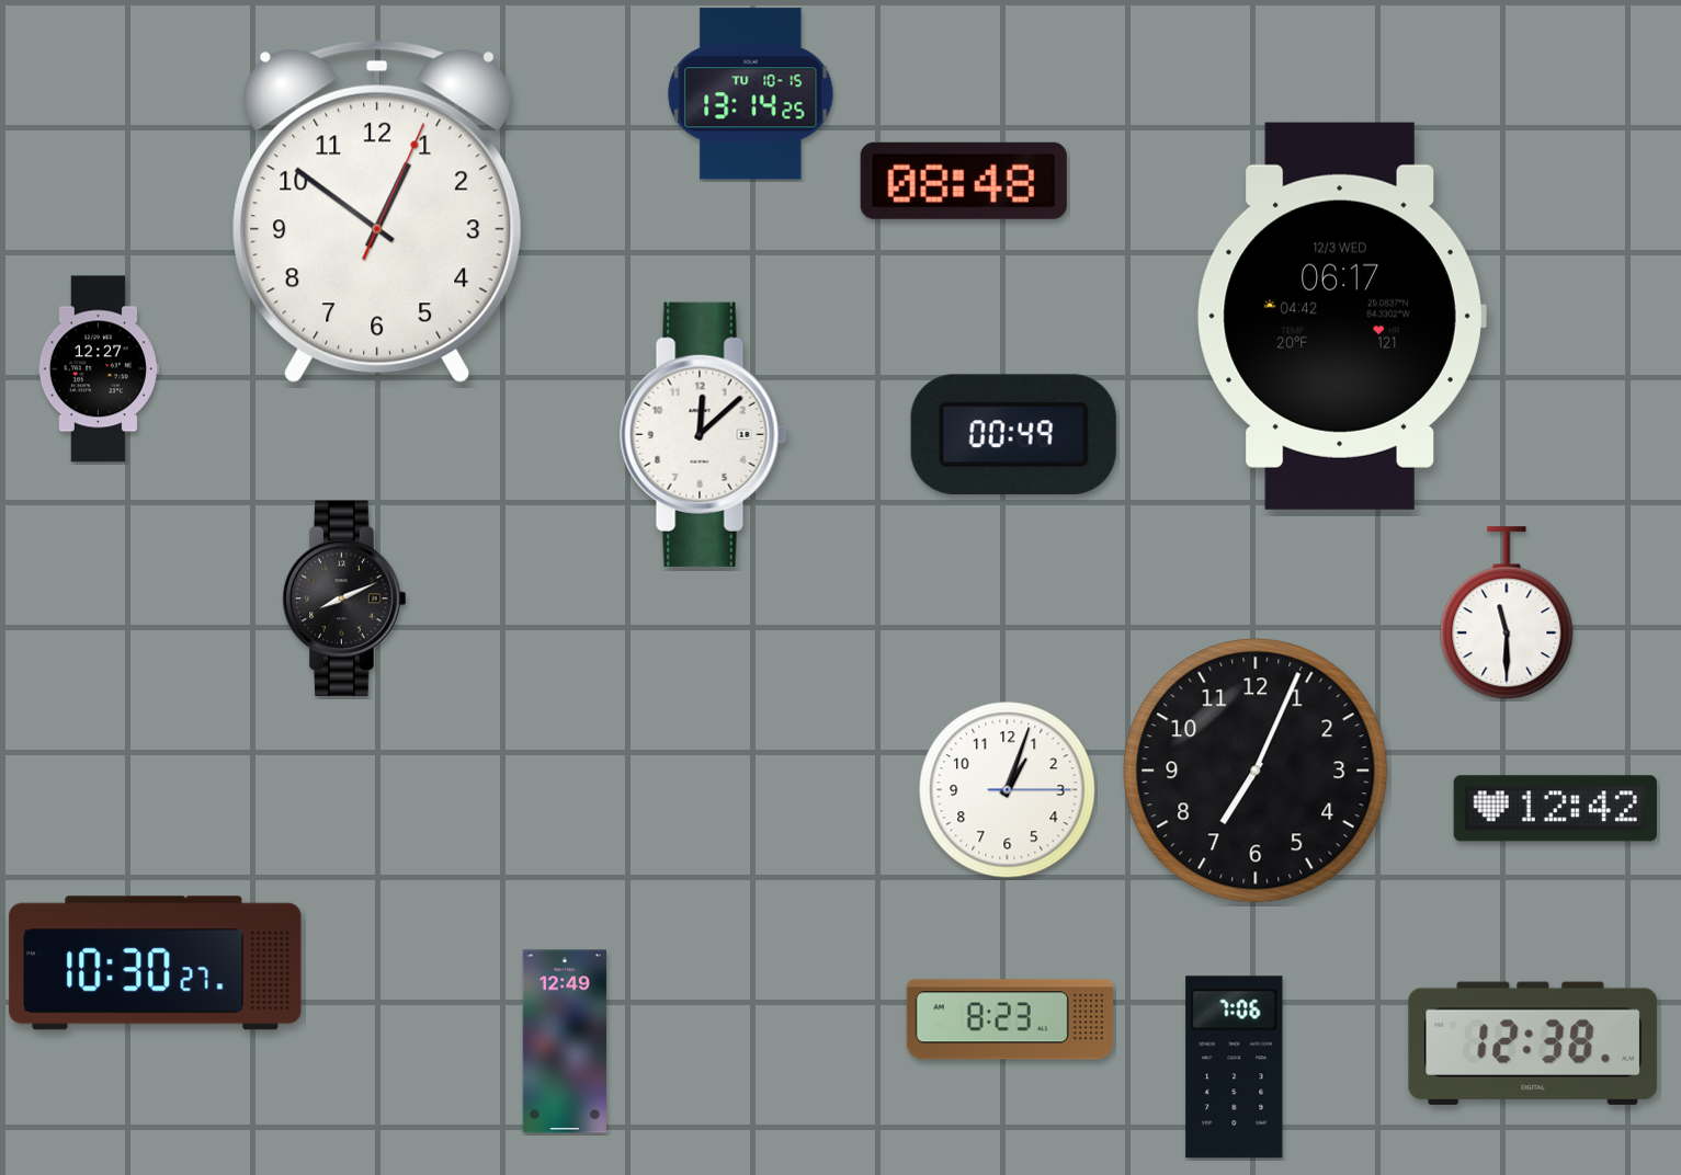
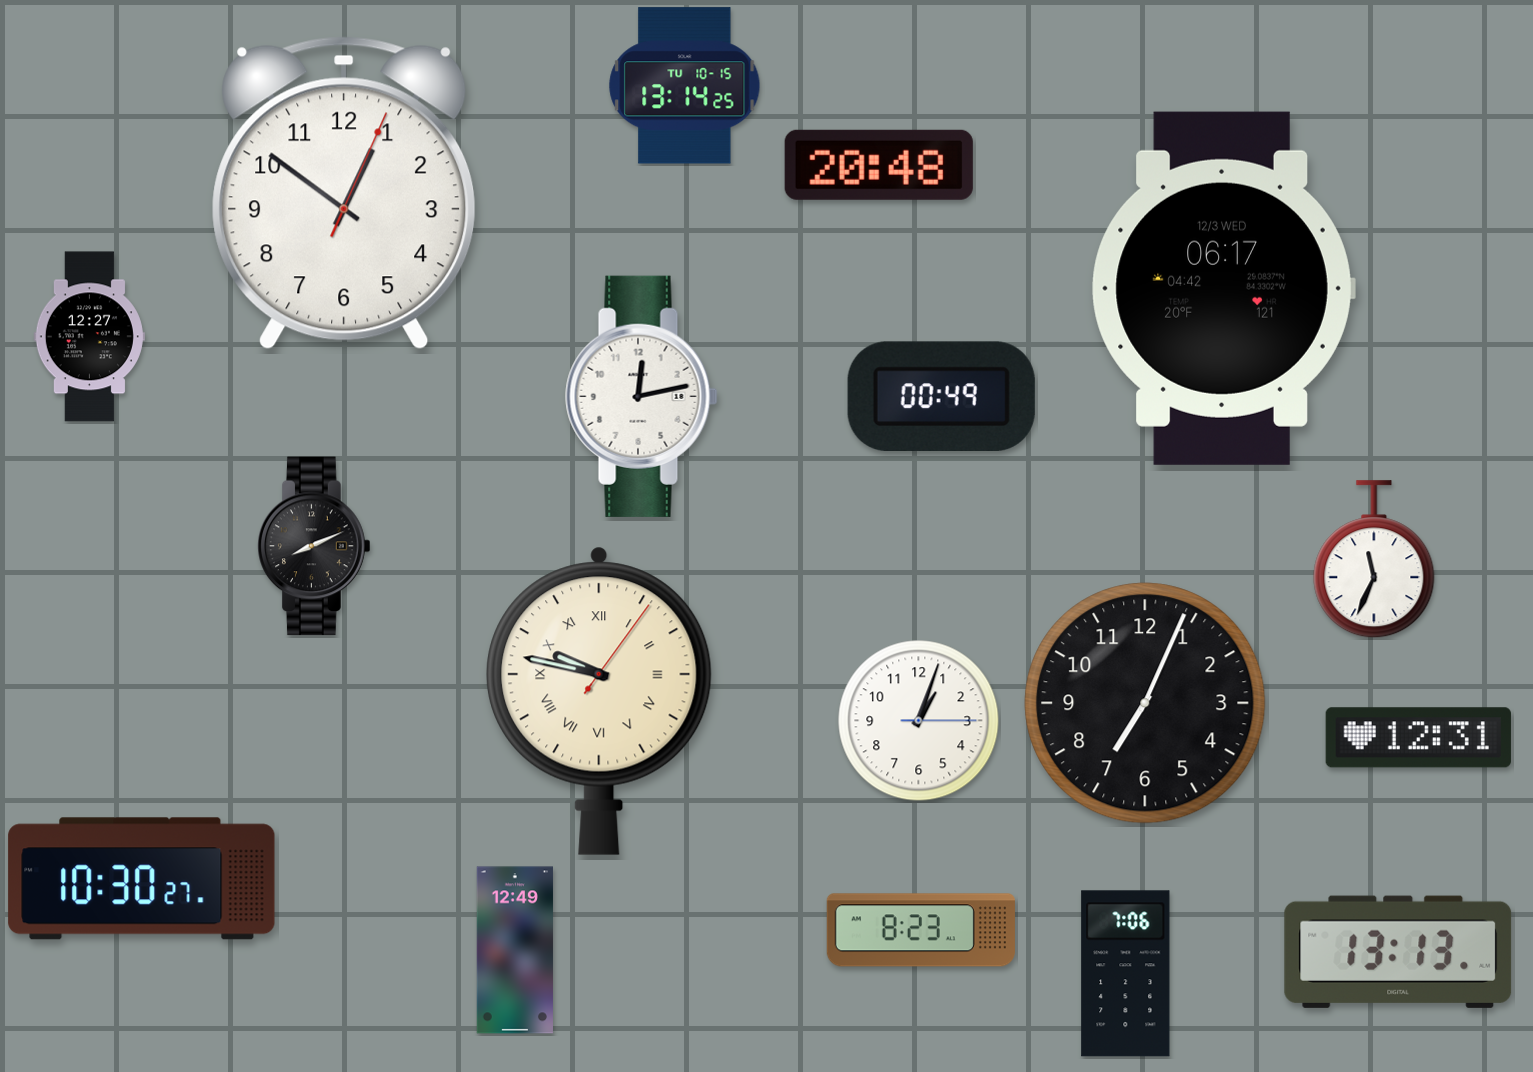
clock at (964, 181): 08:48 -> 20:48
clock at (704, 434): 12:08 -> 12:13
clock at (1013, 434) position: (1013, 434) -> (941, 396)
clock at (1507, 614): 11:30 -> 11:34
clock at (599, 701): none -> 9:47
clock at (1555, 809): 12:42 -> 12:31
clock at (1533, 1043): 12:38 -> 13:13
